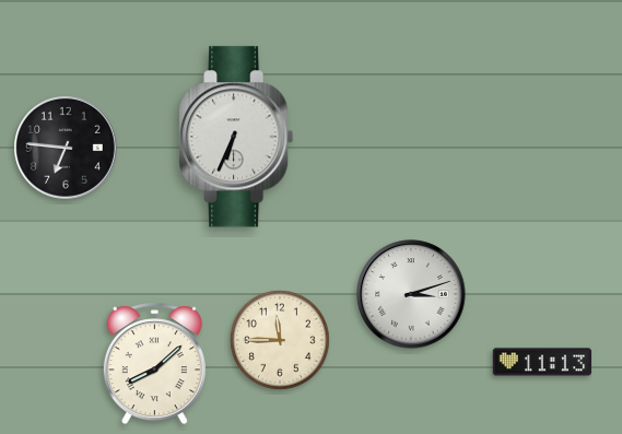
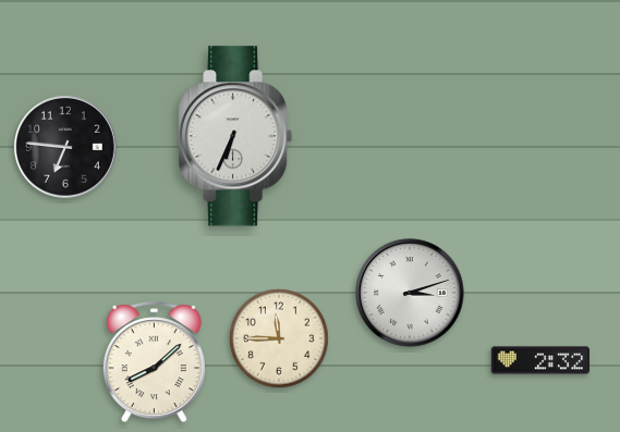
clock at (542, 362): 11:13 -> 2:32
